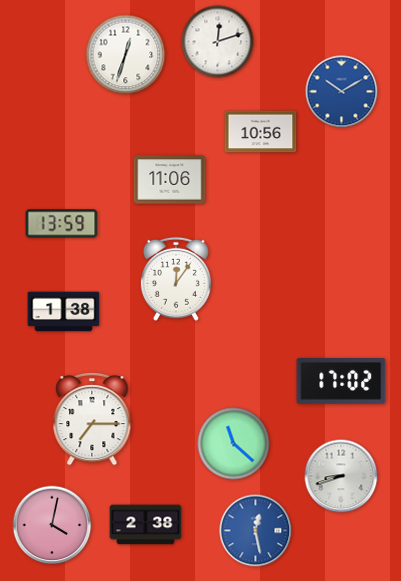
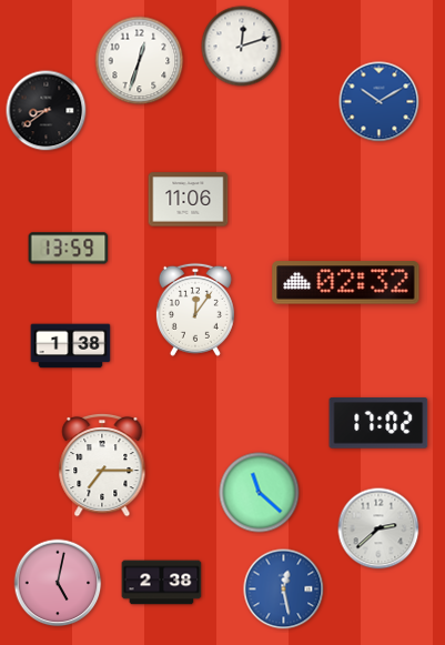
clock at (47, 111): none -> 8:39
clock at (261, 132): 10:56 -> none
clock at (346, 283): none -> 02:32
clock at (341, 476): 8:42 -> 2:38
clock at (52, 525): 4:02 -> 5:02
